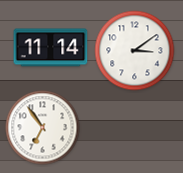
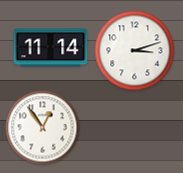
clock at (135, 51): 3:09 -> 3:12
clock at (43, 128): 6:54 -> 12:54
